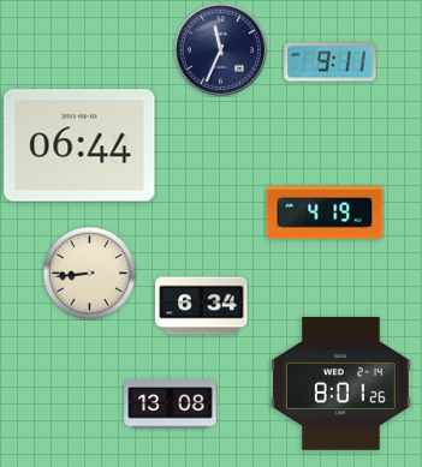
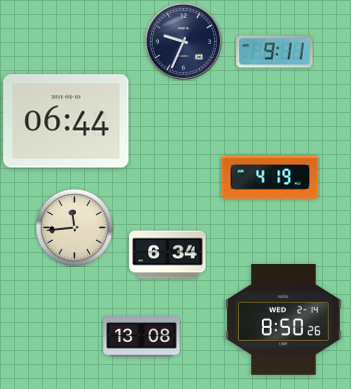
clock at (220, 49): 11:34 -> 9:34
clock at (89, 273): 8:44 -> 11:44
clock at (341, 383): 8:01 -> 8:50
